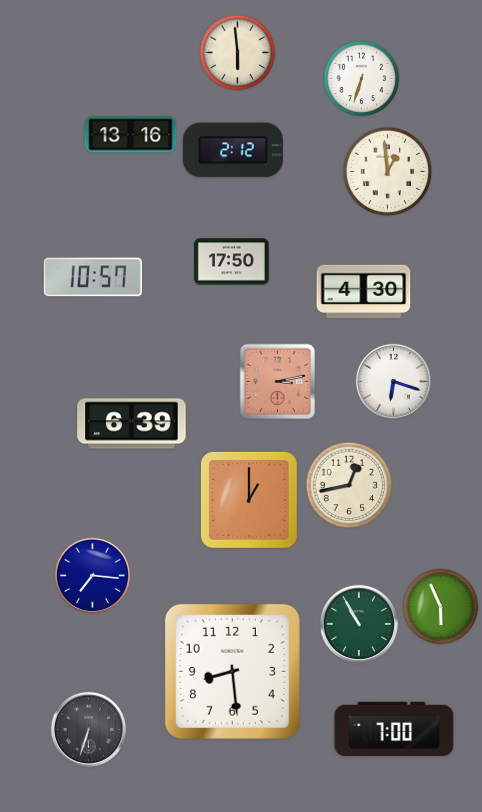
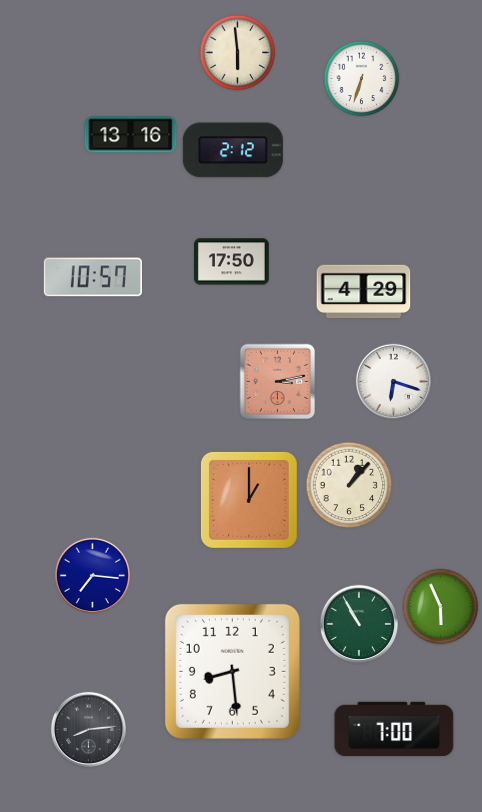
clock at (388, 172): 12:59 -> none
clock at (364, 292): 4:30 -> 4:29
clock at (132, 424): 6:39 -> none
clock at (349, 485): 12:43 -> 1:07
clock at (88, 729): 6:33 -> 8:14
